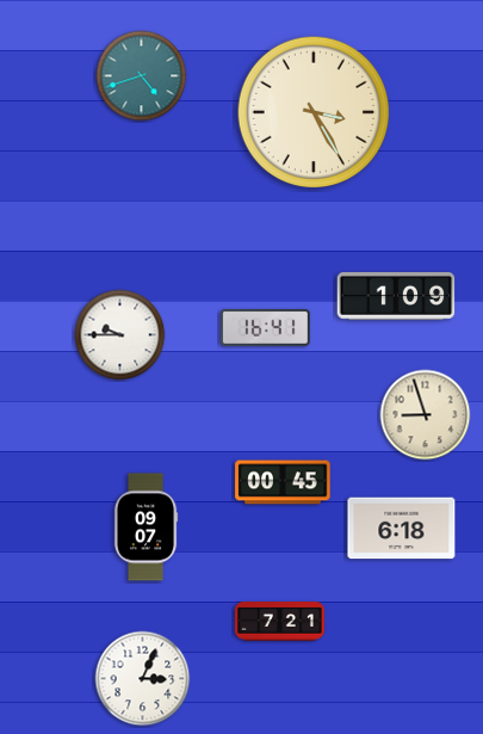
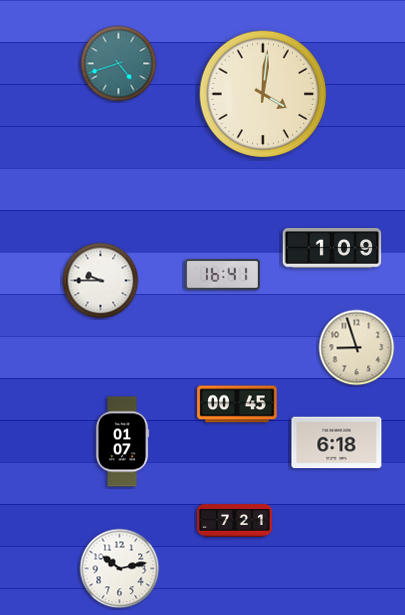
clock at (314, 112): 3:25 -> 4:01
clock at (145, 528): 09:07 -> 01:07
clock at (143, 679): 3:04 -> 10:13
